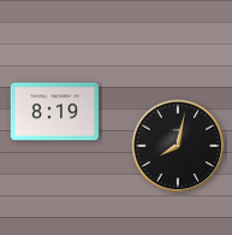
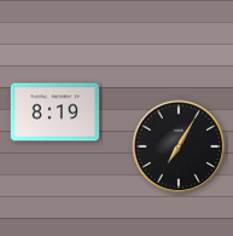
clock at (178, 146): 8:02 -> 7:05
